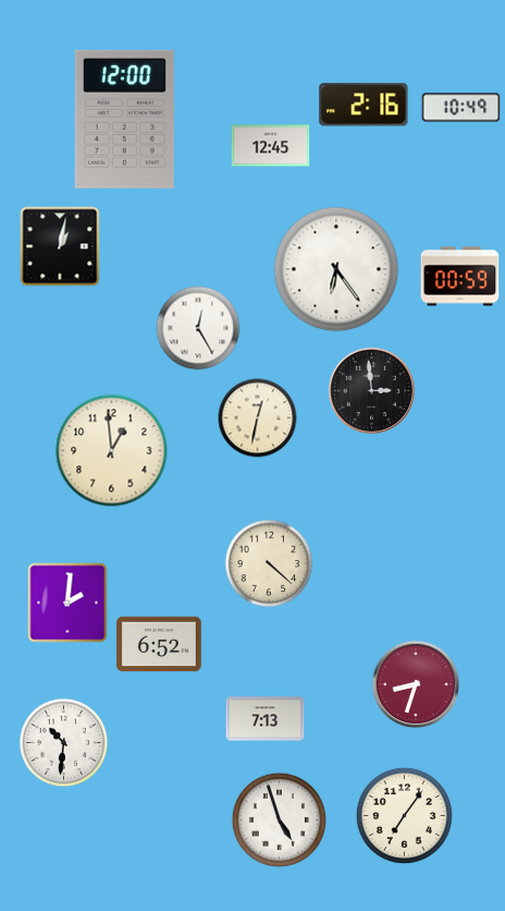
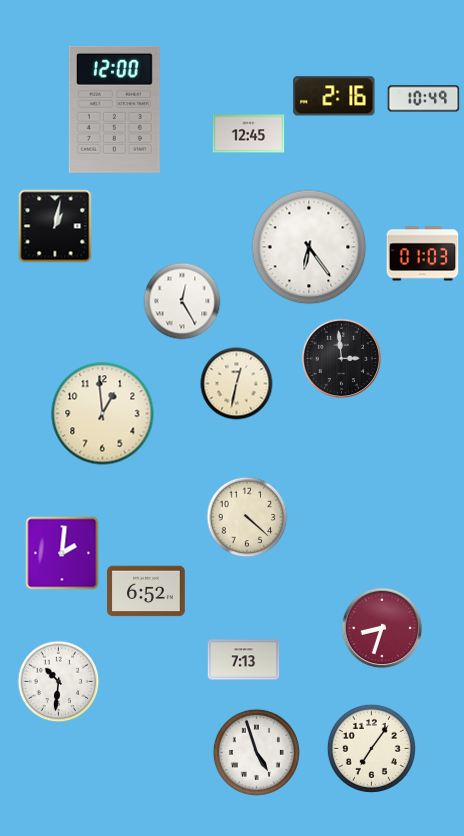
clock at (460, 277): 00:59 -> 01:03
